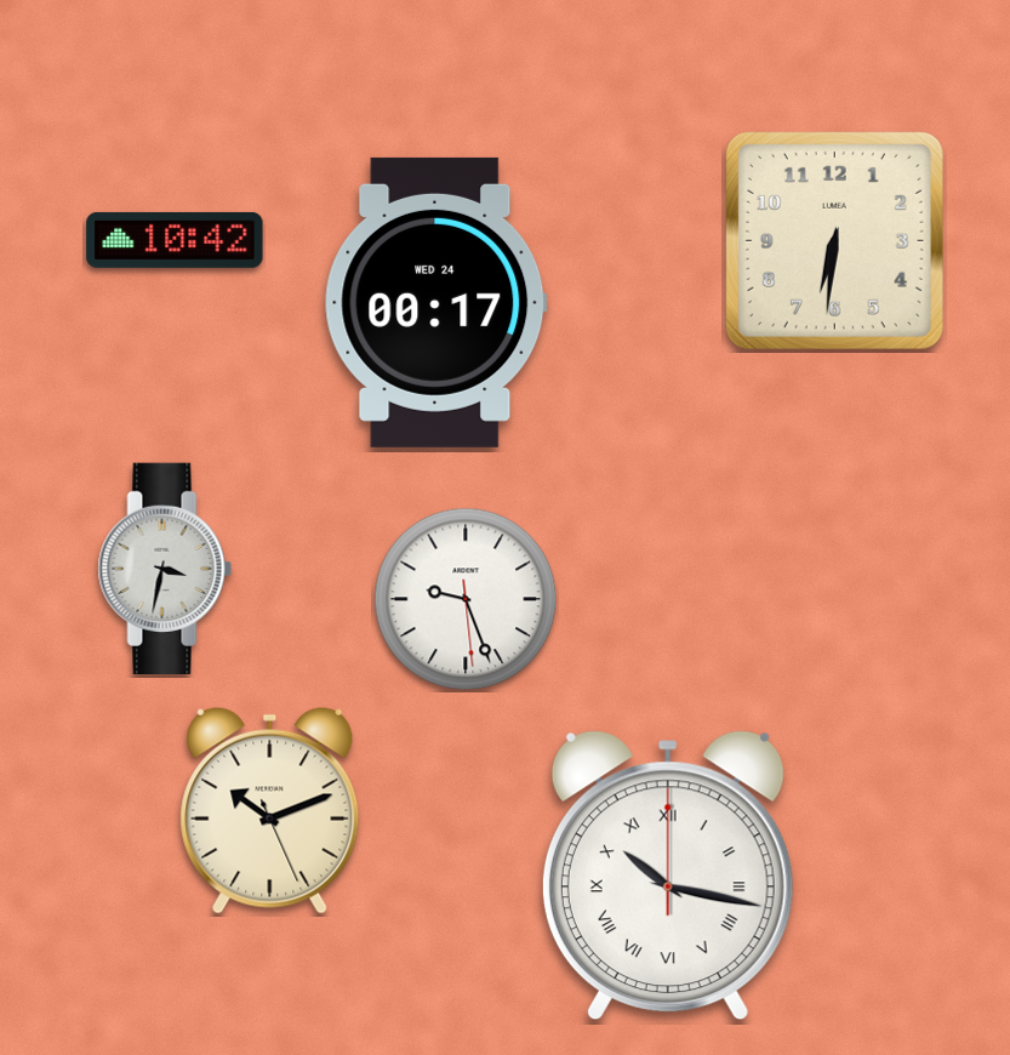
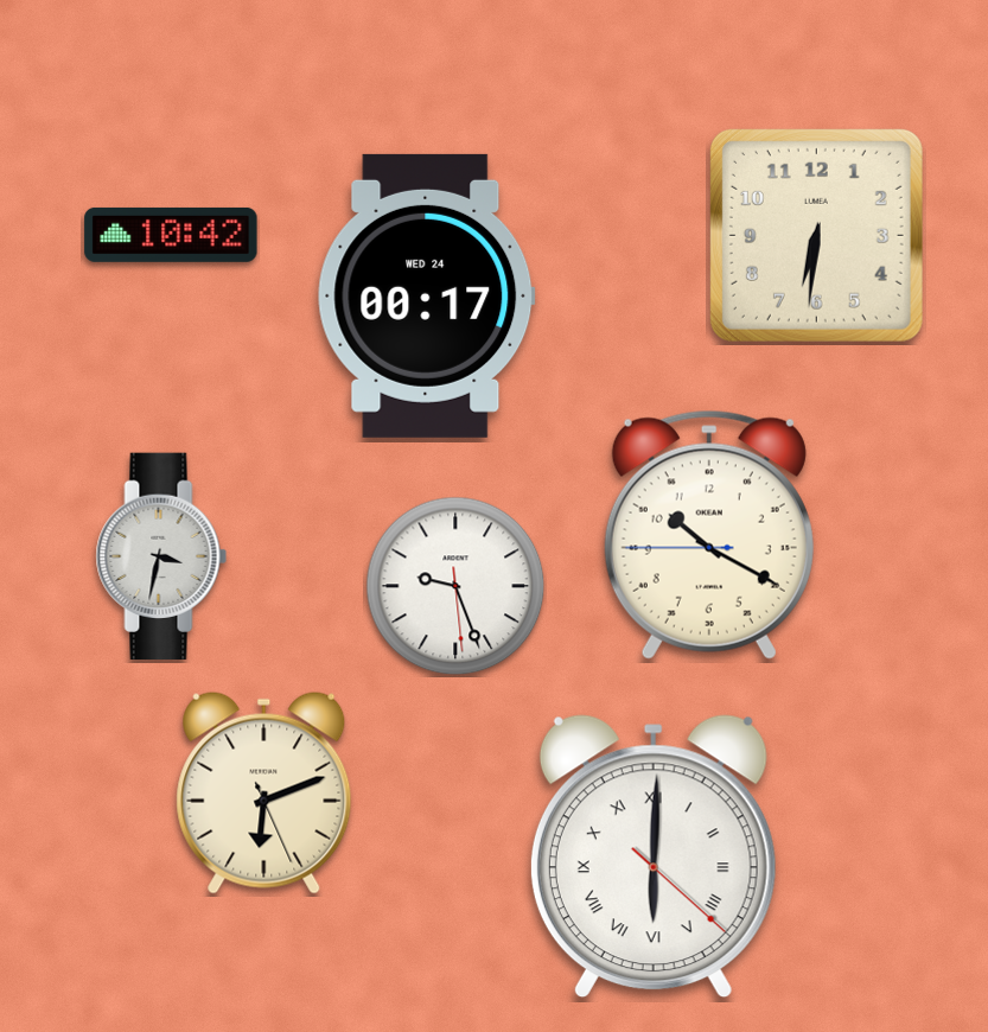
clock at (709, 535): none -> 10:19
clock at (270, 810): 10:11 -> 6:11
clock at (668, 876): 10:17 -> 6:00
